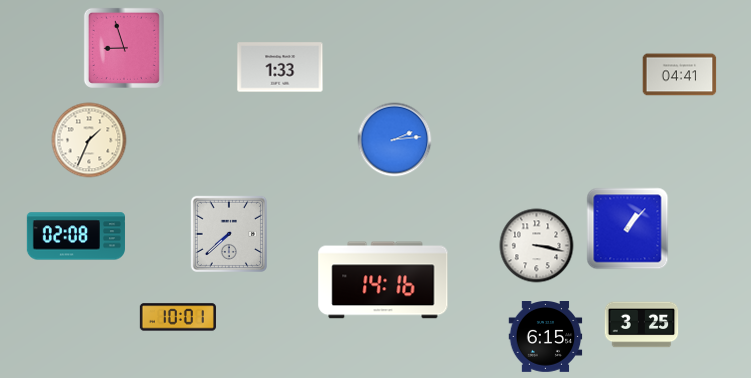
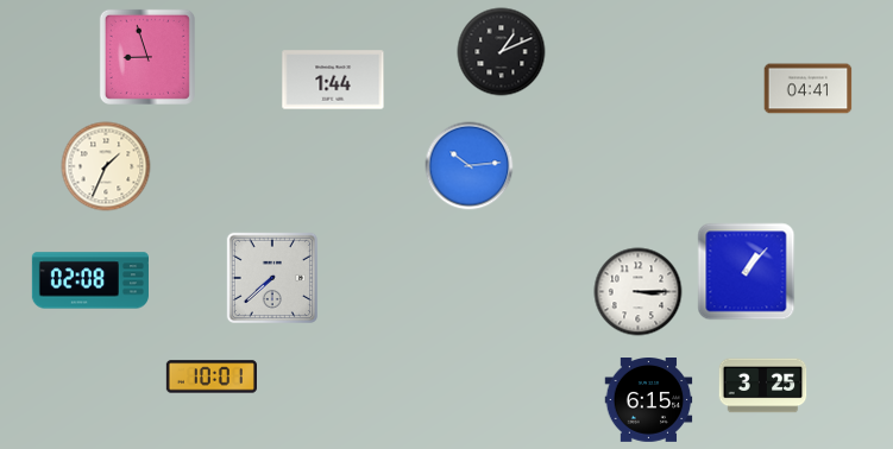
clock at (502, 52): none -> 1:11
clock at (280, 67): 1:33 -> 1:44
clock at (395, 140): 2:14 -> 10:14
clock at (537, 246): 3:17 -> 3:15
clock at (383, 280): 14:16 -> none
